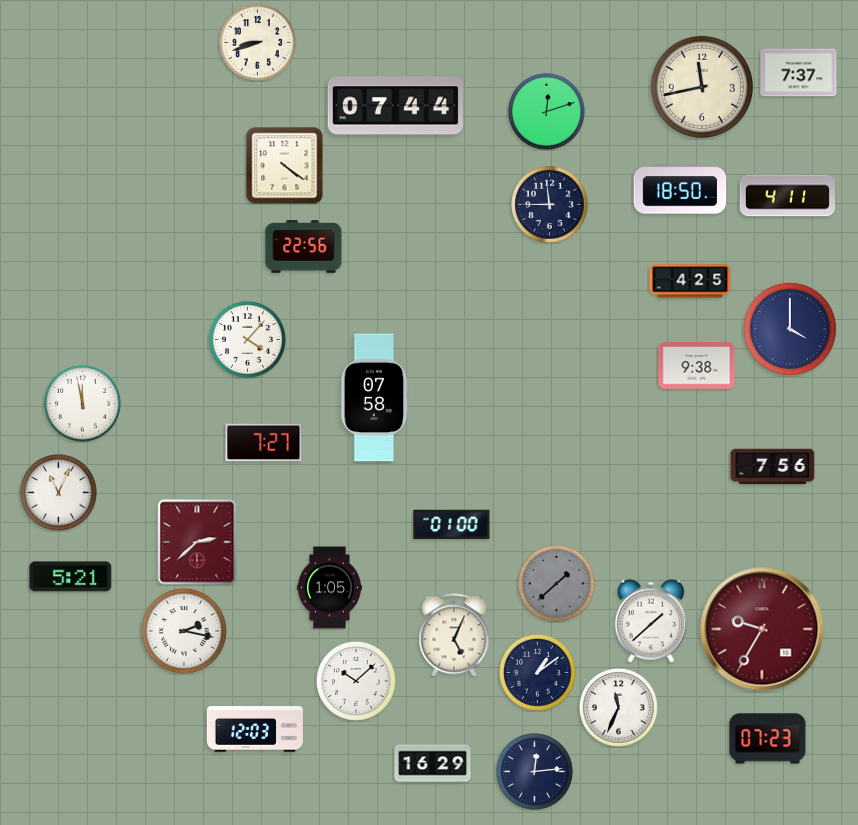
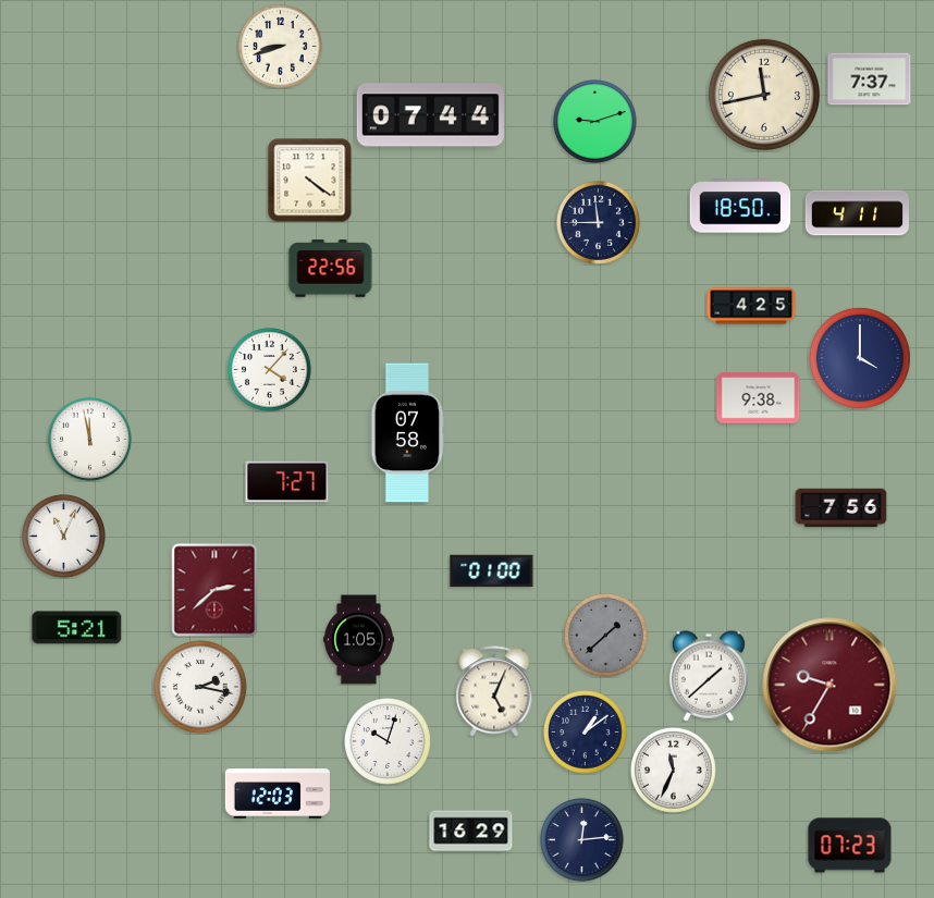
clock at (547, 112): 12:12 -> 9:12
clock at (356, 681): 10:08 -> 10:03
clock at (768, 739) position: (768, 739) -> (850, 846)
